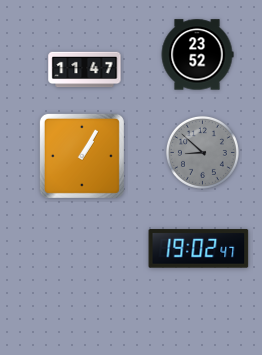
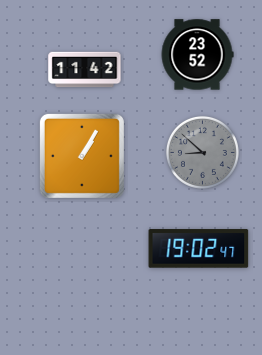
clock at (85, 70): 11:47 -> 11:42
